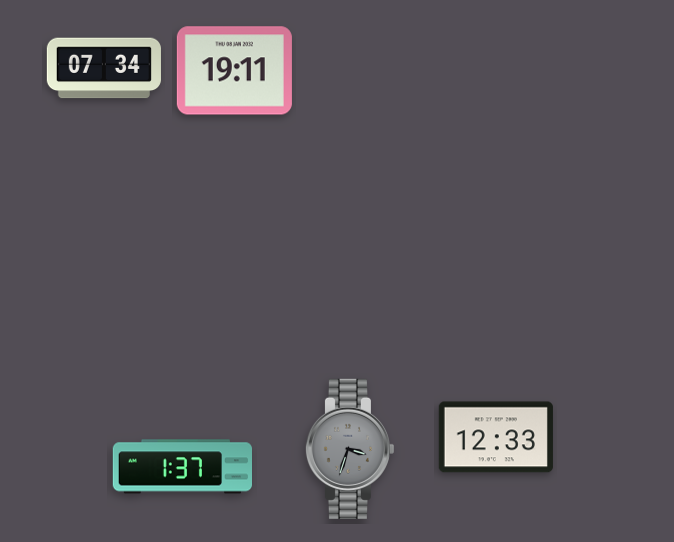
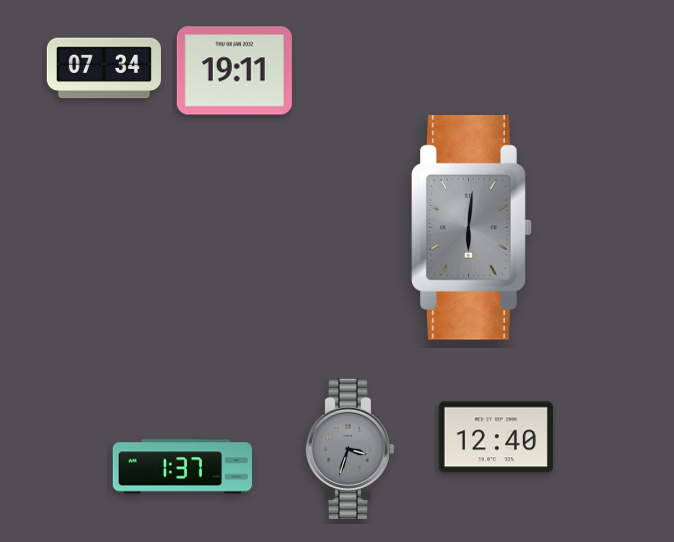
clock at (472, 227): none -> 6:01
clock at (496, 437): 12:33 -> 12:40
